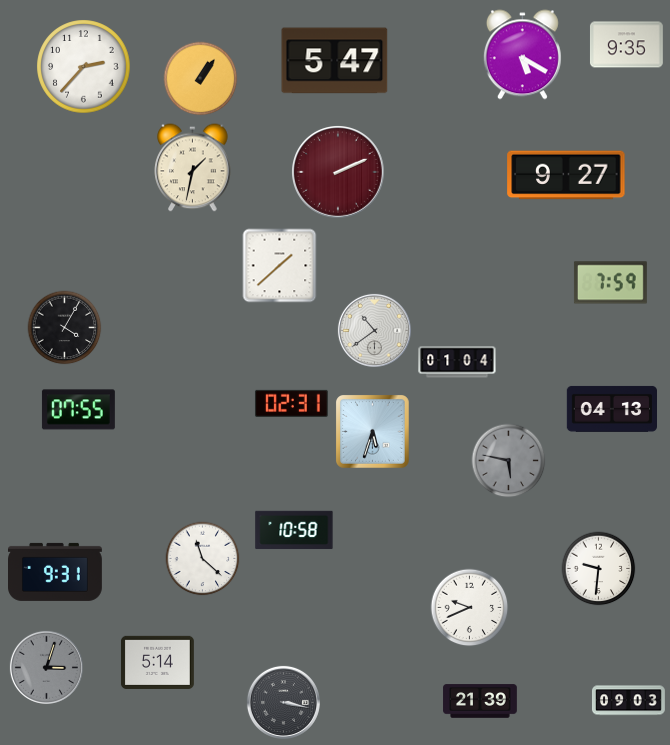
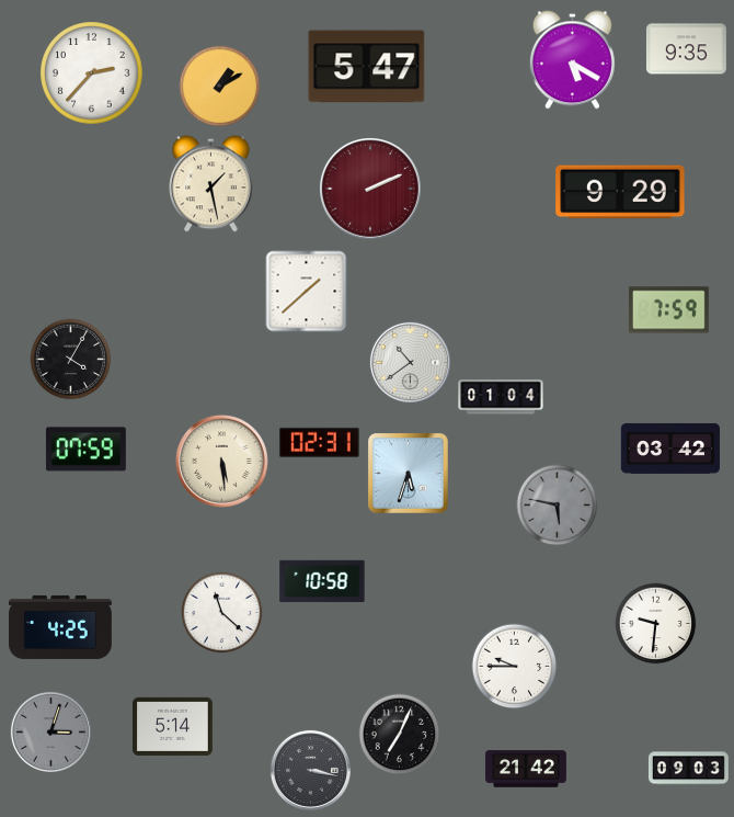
clock at (201, 79): 1:06 -> 1:10
clock at (193, 168): 1:32 -> 1:28
clock at (566, 175): 9:27 -> 9:29
clock at (611, 409): 04:13 -> 03:42
clock at (78, 410): 07:55 -> 07:59
clock at (221, 461): none -> 5:29
clock at (56, 572): 9:31 -> 4:25
clock at (470, 608): 9:41 -> 9:45
clock at (400, 735): none -> 7:04
clock at (480, 701): 21:39 -> 21:42
